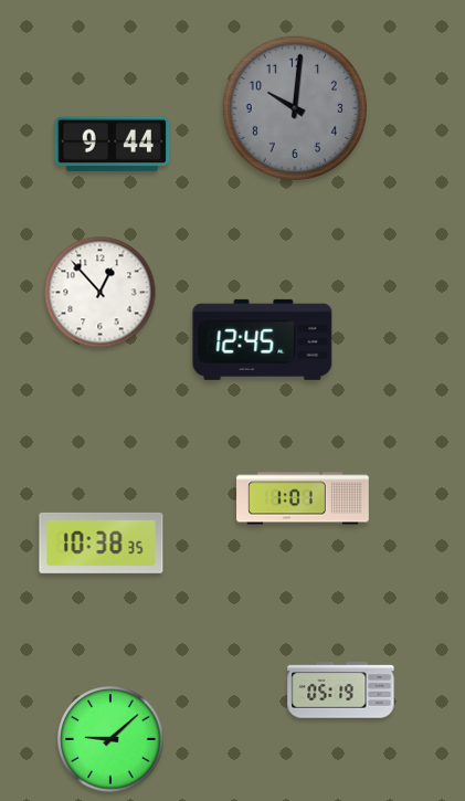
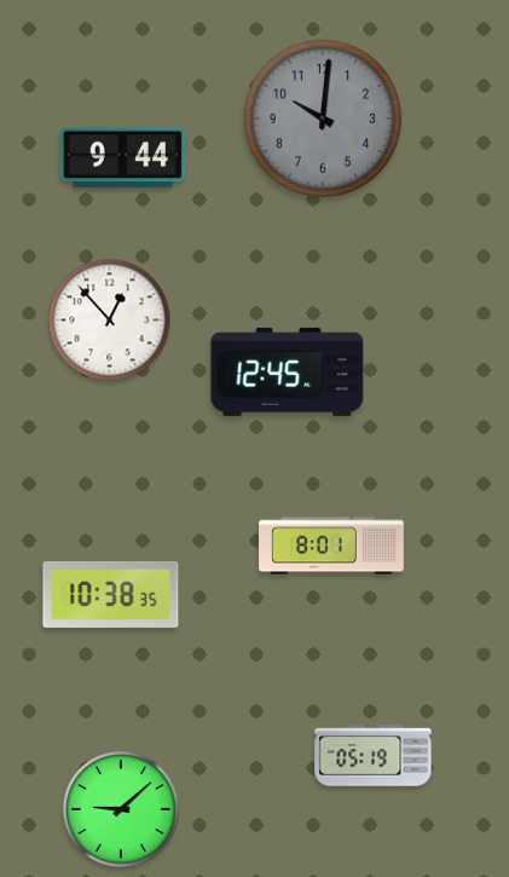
clock at (303, 498): 1:01 -> 8:01
